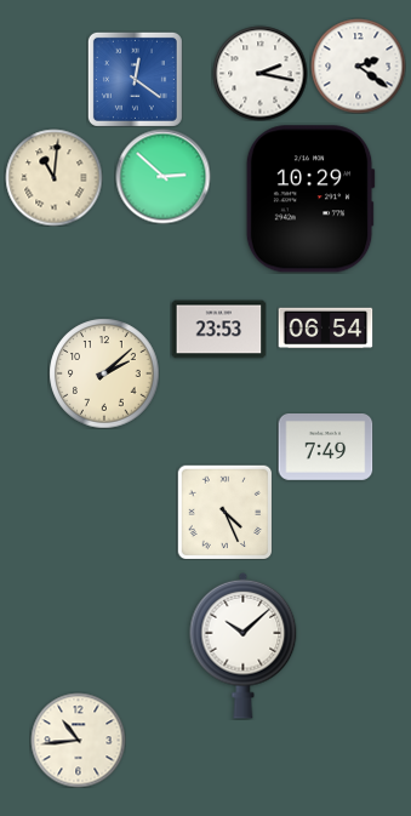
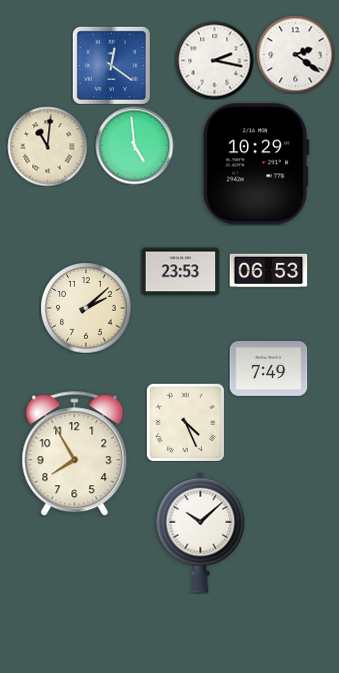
clock at (162, 176): 2:52 -> 4:59
clock at (53, 177) position: (53, 177) -> (47, 146)
clock at (325, 329): 06:54 -> 06:53
clock at (75, 454): none -> 7:55
clock at (78, 740): 10:44 -> none
